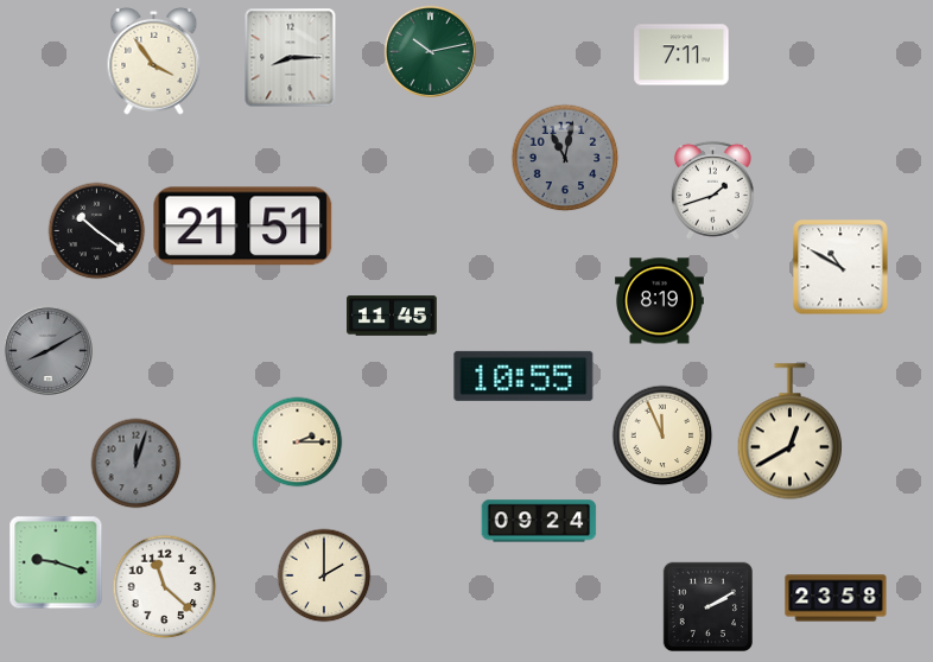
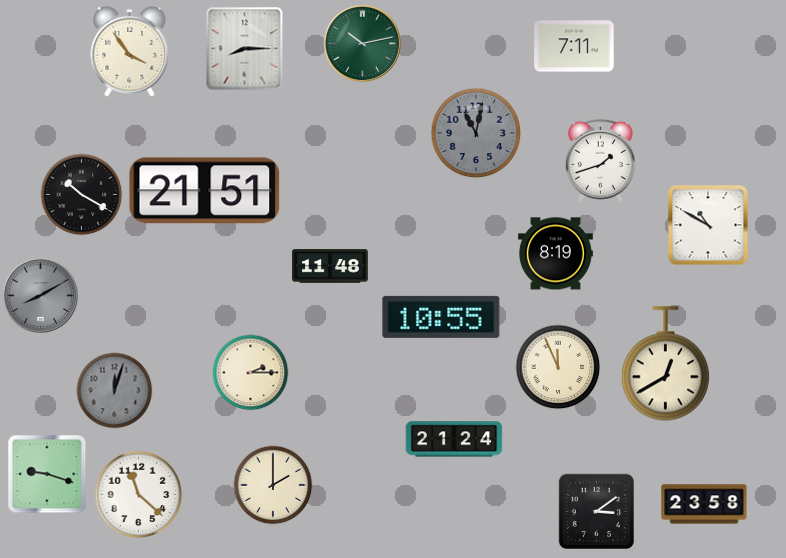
clock at (97, 231): 10:21 -> 10:20
clock at (392, 316): 11:45 -> 11:48
clock at (539, 521): 09:24 -> 21:24
clock at (709, 607): 2:10 -> 3:09
